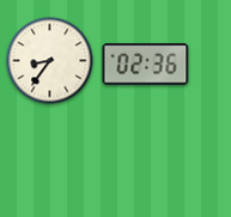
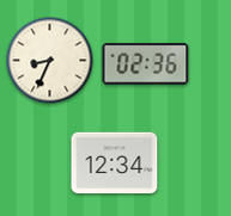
clock at (50, 61): 8:36 -> 8:34
clock at (115, 163): none -> 12:34
